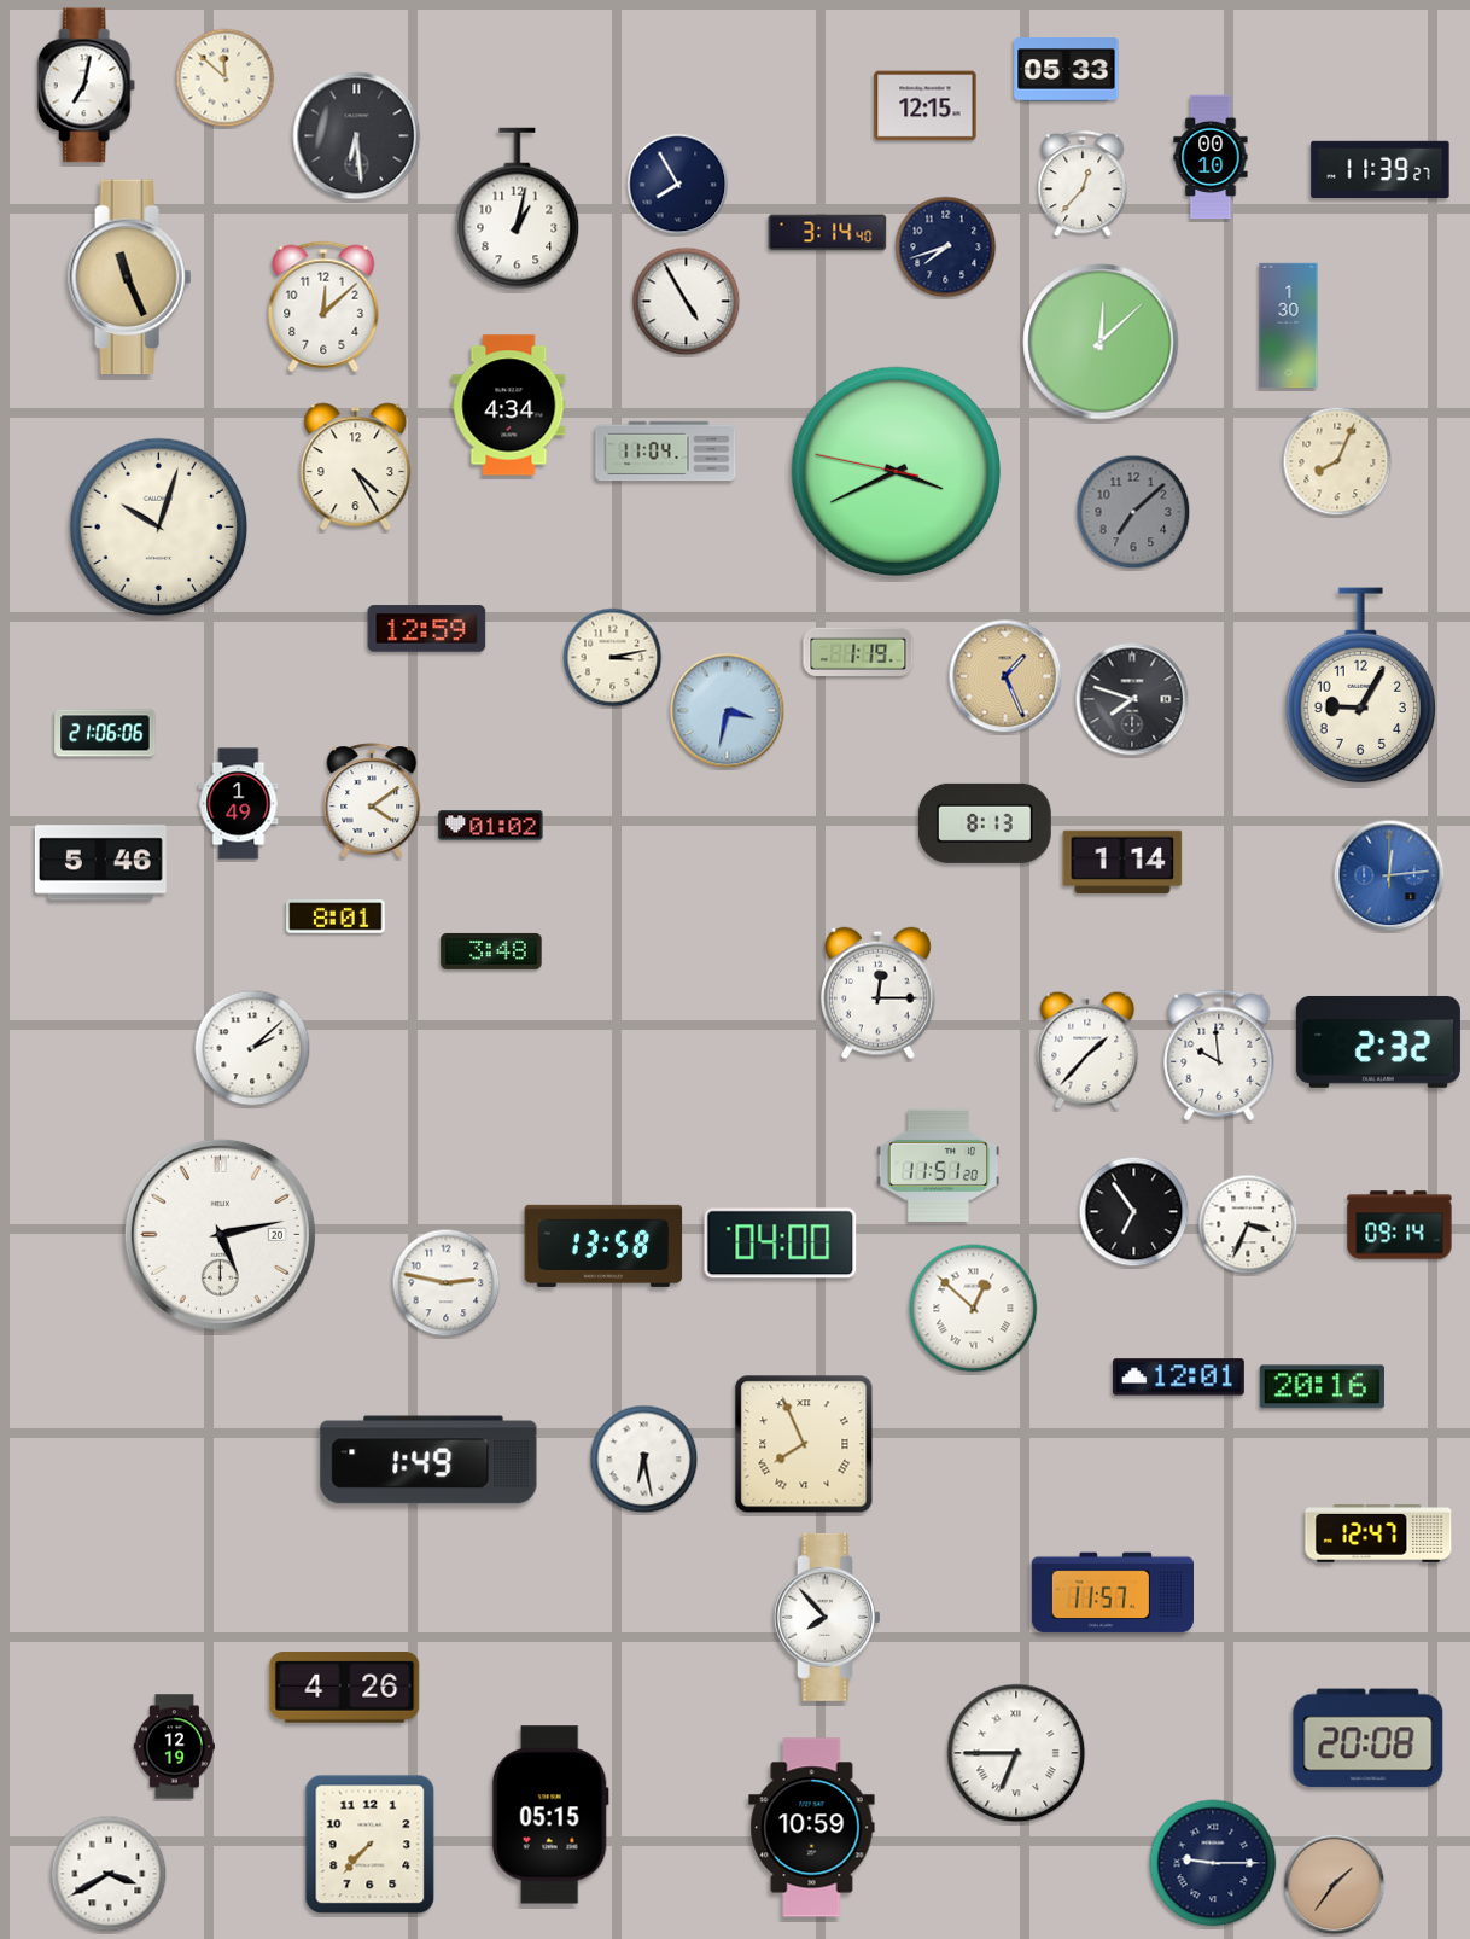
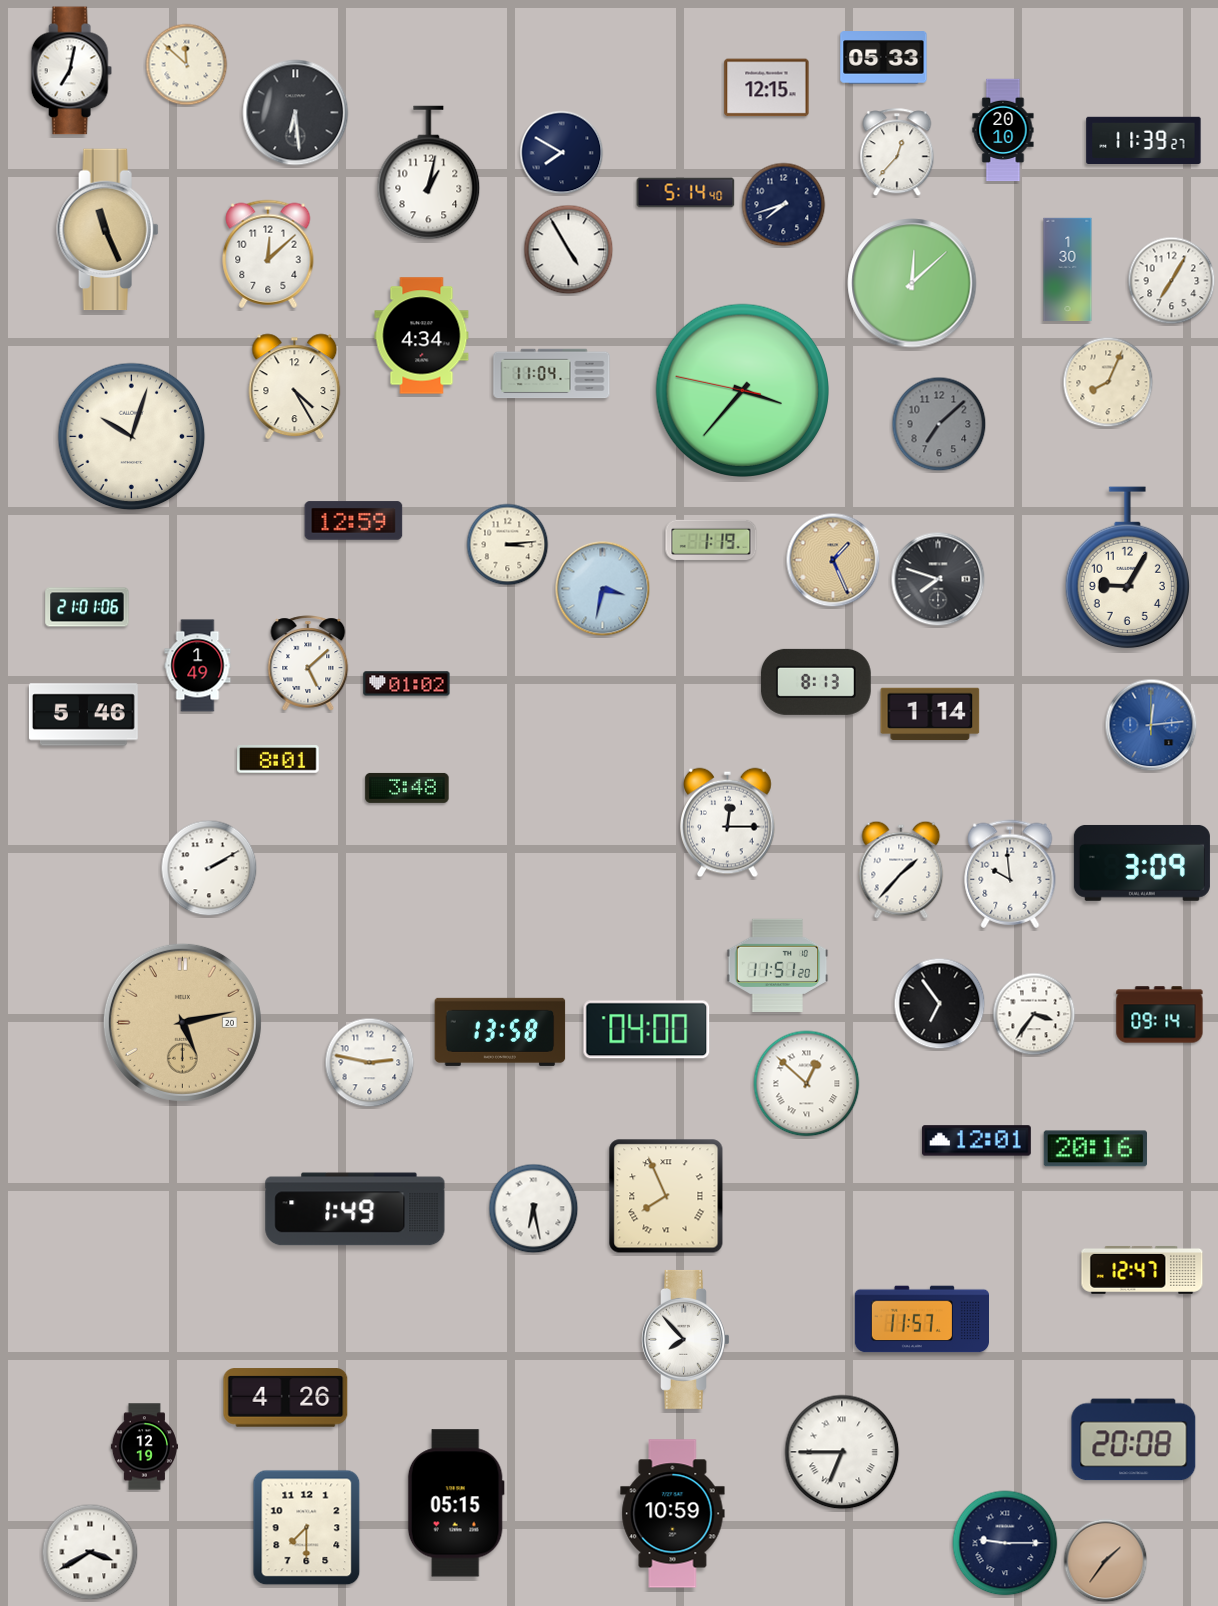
clock at (1211, 157): 00:10 -> 20:10
clock at (678, 185): 7:55 -> 7:50
clock at (828, 233): 3:14 -> 5:14
clock at (1172, 281): none -> 7:05
clock at (896, 471): 3:40 -> 3:36
clock at (613, 658): 3:13 -> 3:14
clock at (105, 733): 21:06 -> 21:01
clock at (372, 800): 4:09 -> 5:08
clock at (1378, 1042): 2:32 -> 3:09
clock at (252, 1048): 2:08 -> 2:10
clock at (1248, 1224): 3:34 -> 3:36
clock at (220, 1234) dial: white -> champagne
clock at (371, 1845): 7:37 -> 7:30
